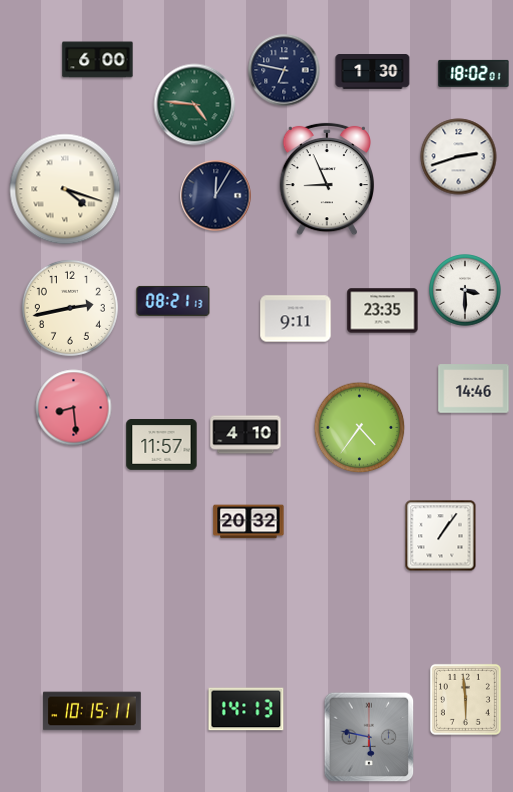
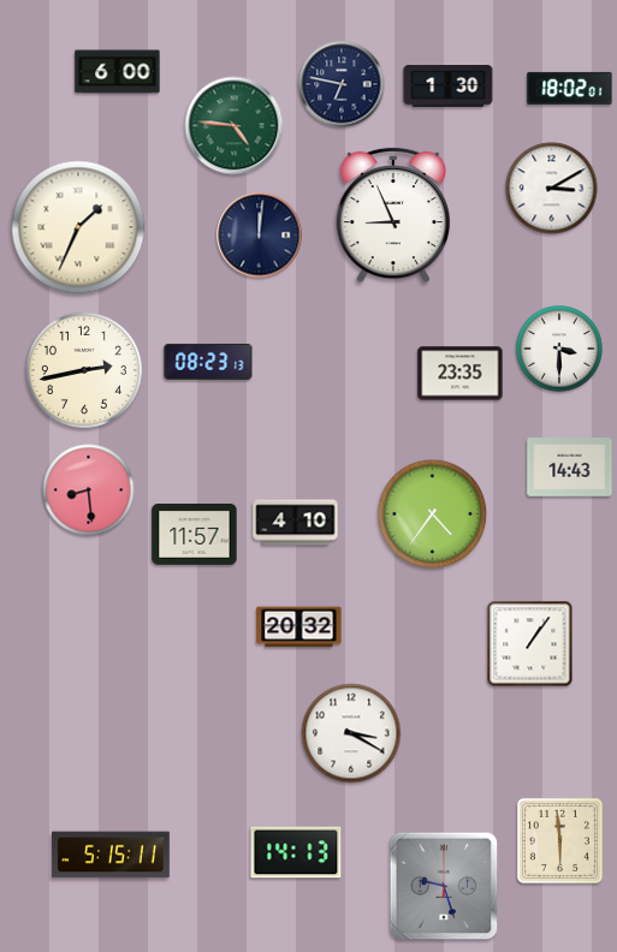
clock at (459, 157): 2:42 -> 3:10
clock at (65, 189): 4:18 -> 1:34
clock at (216, 196): 12:05 -> 12:01
clock at (173, 301): 08:21 -> 08:23
clock at (296, 319): 9:11 -> none
clock at (474, 389): 14:46 -> 14:43
clock at (351, 733): none -> 3:20
clock at (92, 711): 10:15 -> 5:15
clock at (369, 737): 5:47 -> 9:27
